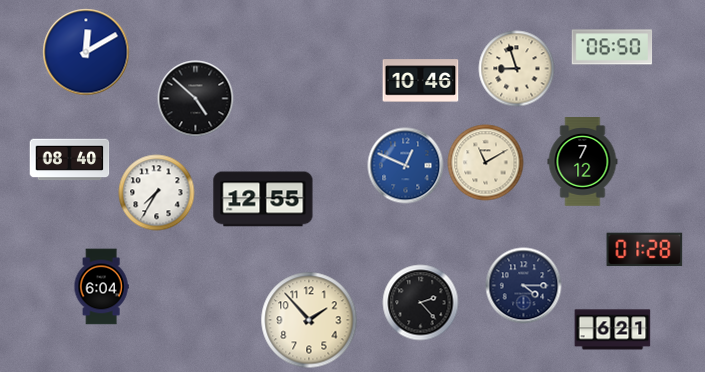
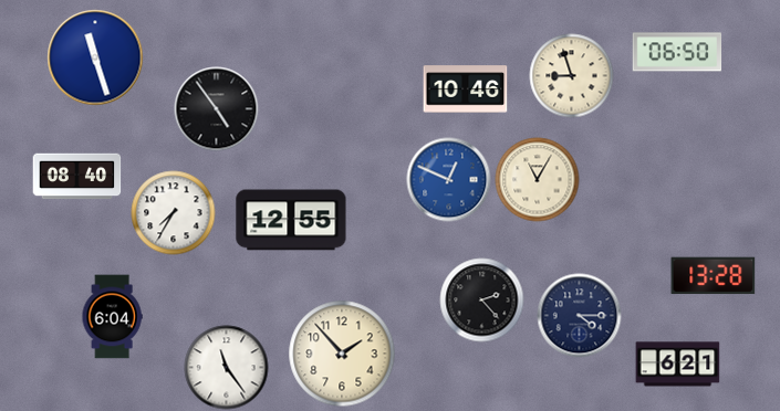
clock at (86, 52): 12:10 -> 11:27
clock at (196, 99): 4:52 -> 4:54
clock at (583, 162): 7:12 -> none
clock at (486, 163): 11:10 -> 11:05
clock at (406, 166) position: (406, 166) -> (449, 180)
clock at (645, 250): 01:28 -> 13:28
clock at (421, 303) position: (421, 303) -> (482, 301)
clock at (227, 368): none -> 11:24
